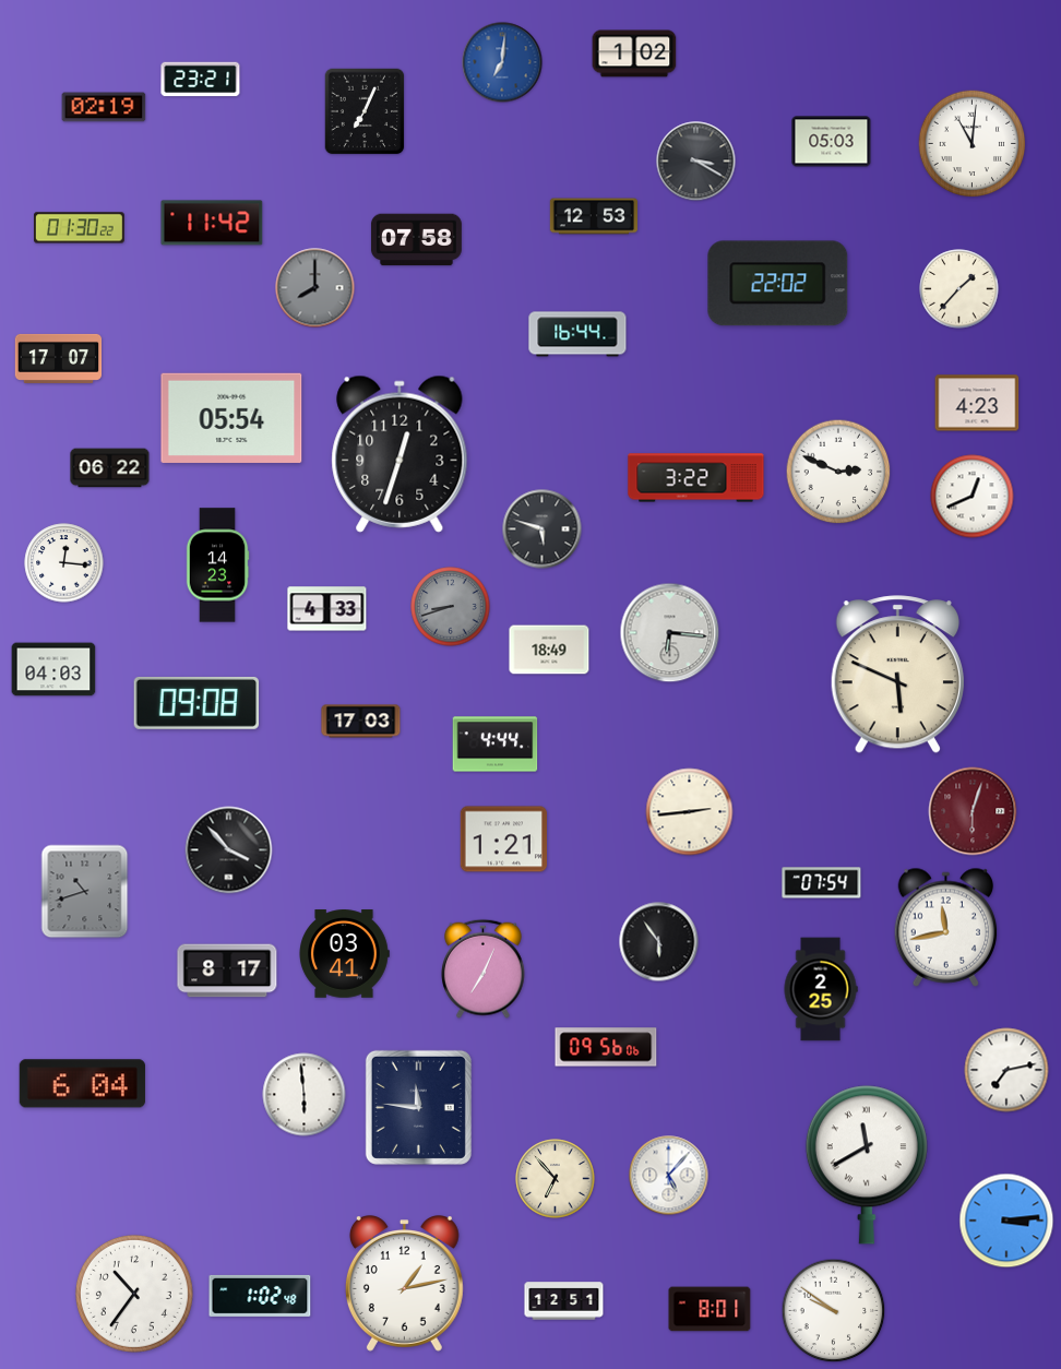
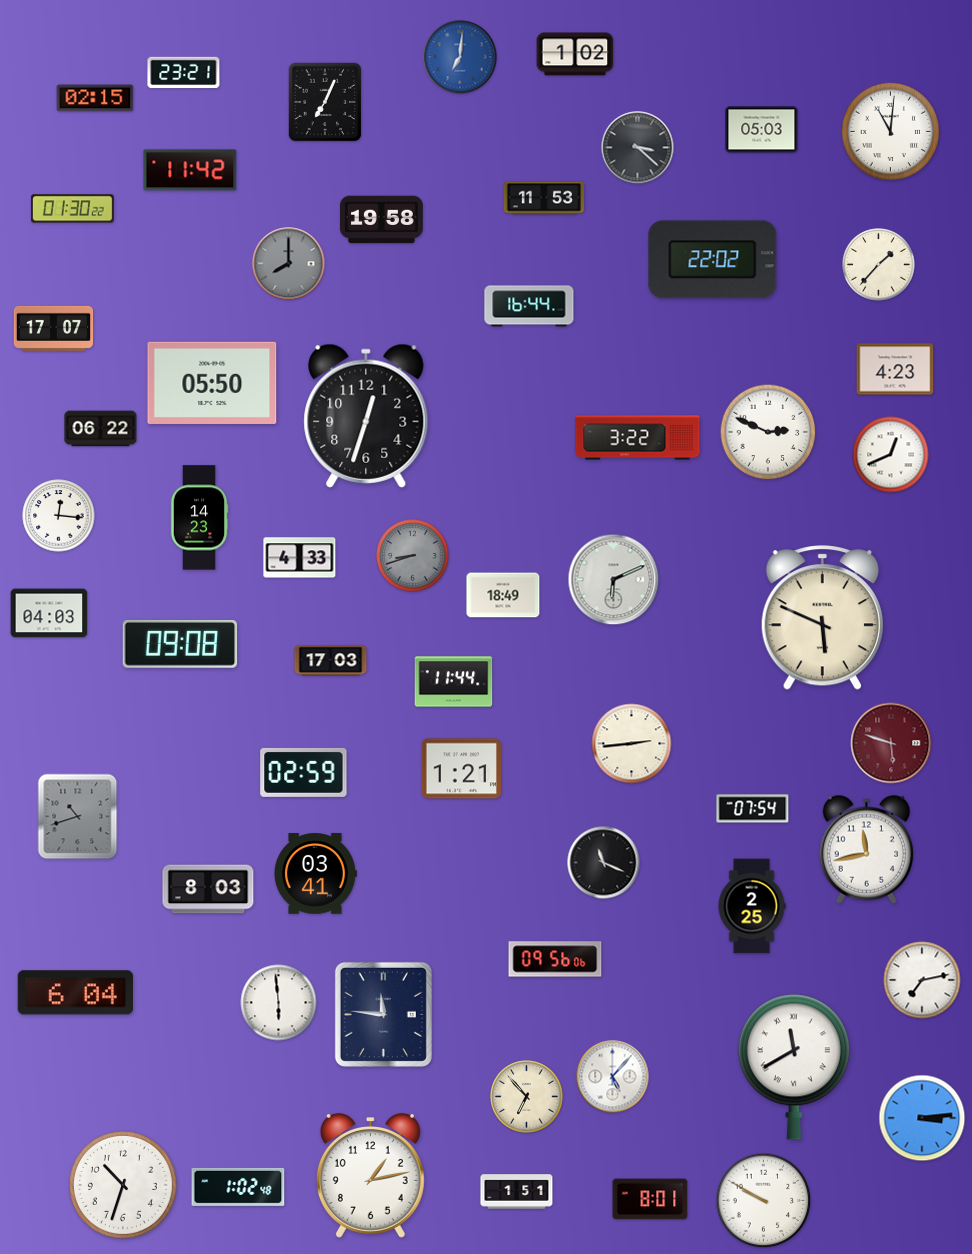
clock at (634, 53) position: (634, 53) -> (575, 54)
clock at (104, 107): 02:19 -> 02:15
clock at (365, 111) position: (365, 111) -> (325, 102)
clock at (696, 162): 3:20 -> 3:22
clock at (593, 216): 12:53 -> 11:53
clock at (212, 223) position: (212, 223) -> (190, 170)
clock at (416, 240): 07:58 -> 19:58
clock at (231, 418): 05:54 -> 05:50
clock at (543, 529): 5:48 -> none
clock at (670, 633): 6:16 -> 6:11
clock at (496, 745): 4:44 -> 11:44
clock at (973, 811): 6:03 -> 5:48
clock at (304, 772): none -> 02:59
clock at (229, 850): 3:53 -> none
clock at (659, 942): 5:54 -> 11:19
clock at (484, 968): 7:04 -> none
clock at (227, 971): 8:17 -> 8:03
clock at (556, 1179) position: (556, 1179) -> (527, 1097)
clock at (134, 1294): 10:36 -> 10:33
clock at (564, 1301): 12:51 -> 1:51
clock at (834, 1311): 9:51 -> 9:50
